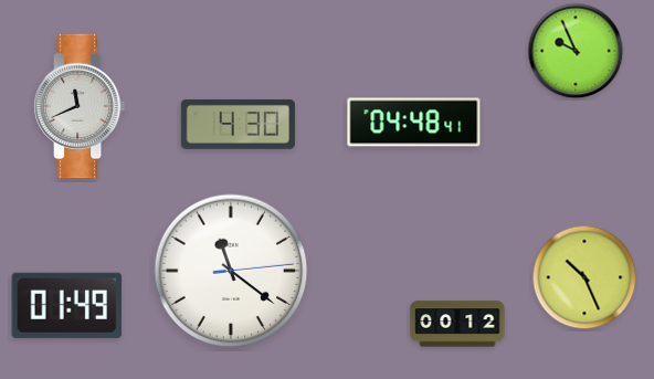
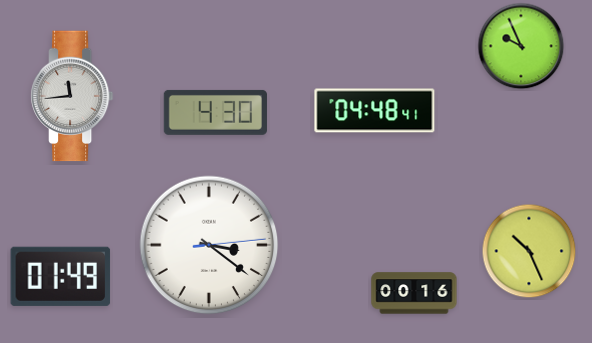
clock at (80, 106): 11:41 -> 11:44
clock at (231, 271): 11:21 -> 3:21
clock at (457, 324): 00:12 -> 00:16
